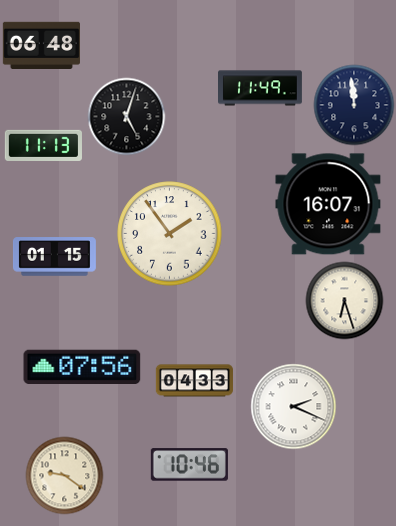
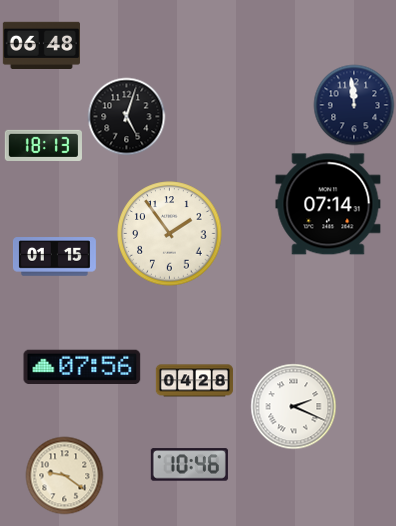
clock at (261, 88): 11:49 -> none
clock at (43, 145): 11:13 -> 18:13
clock at (328, 204): 16:07 -> 07:14
clock at (344, 300): 6:27 -> none
clock at (194, 381): 04:33 -> 04:28
